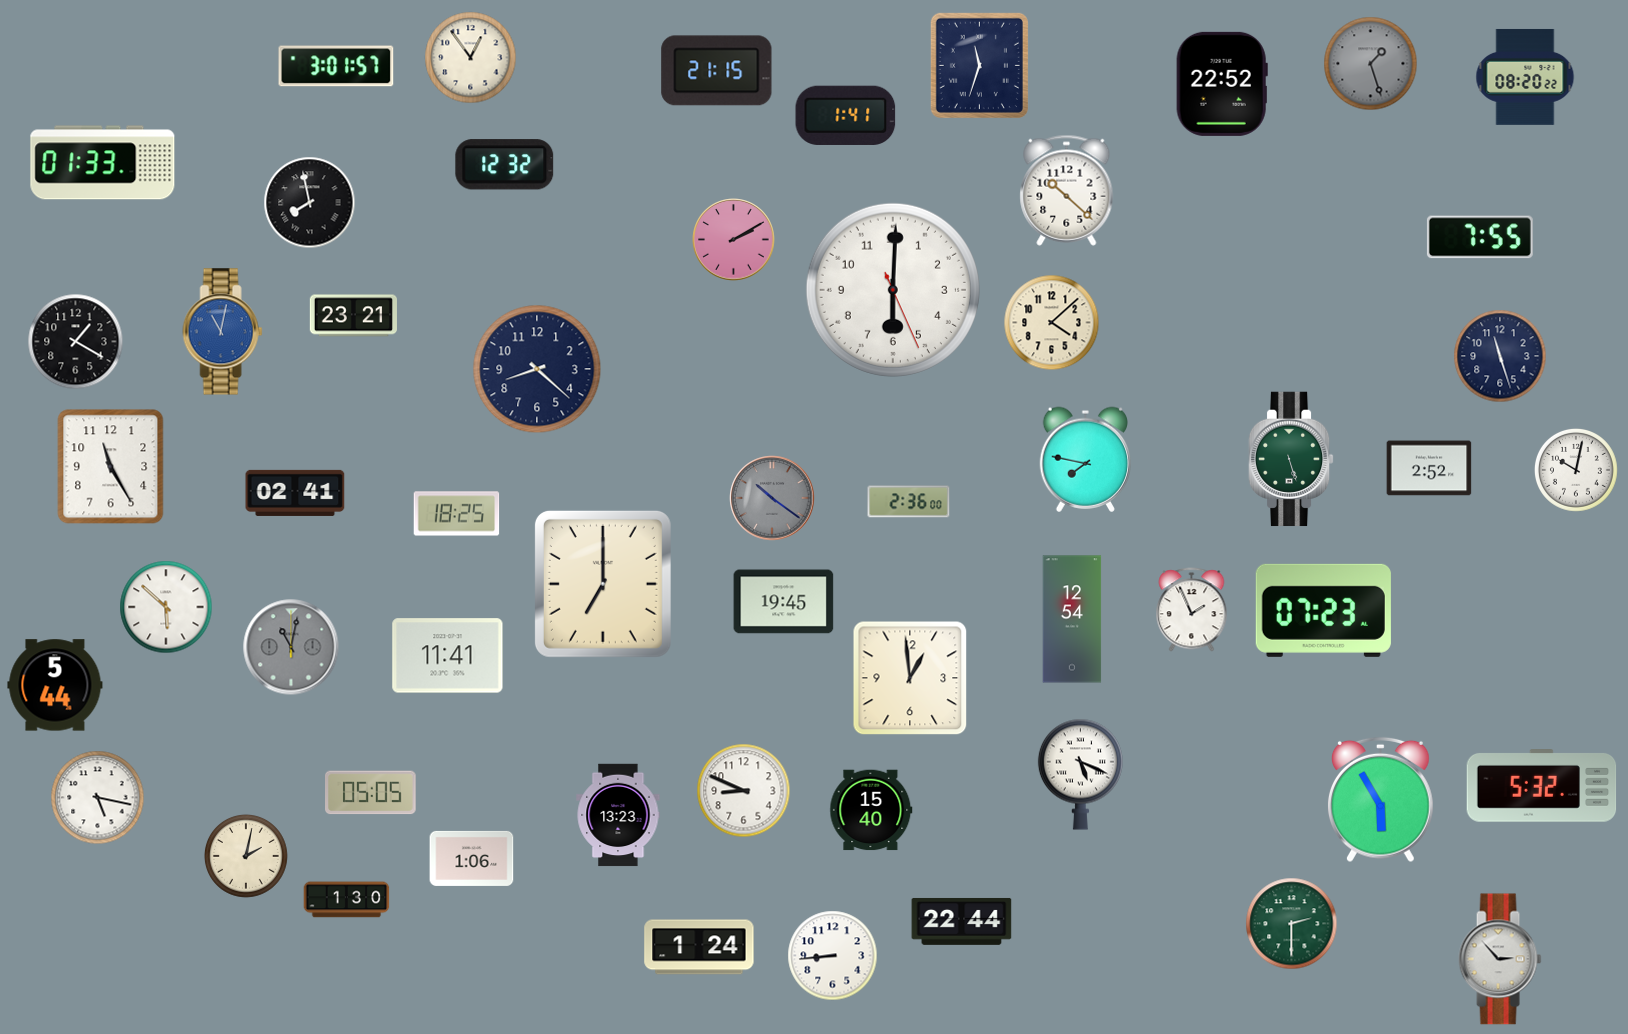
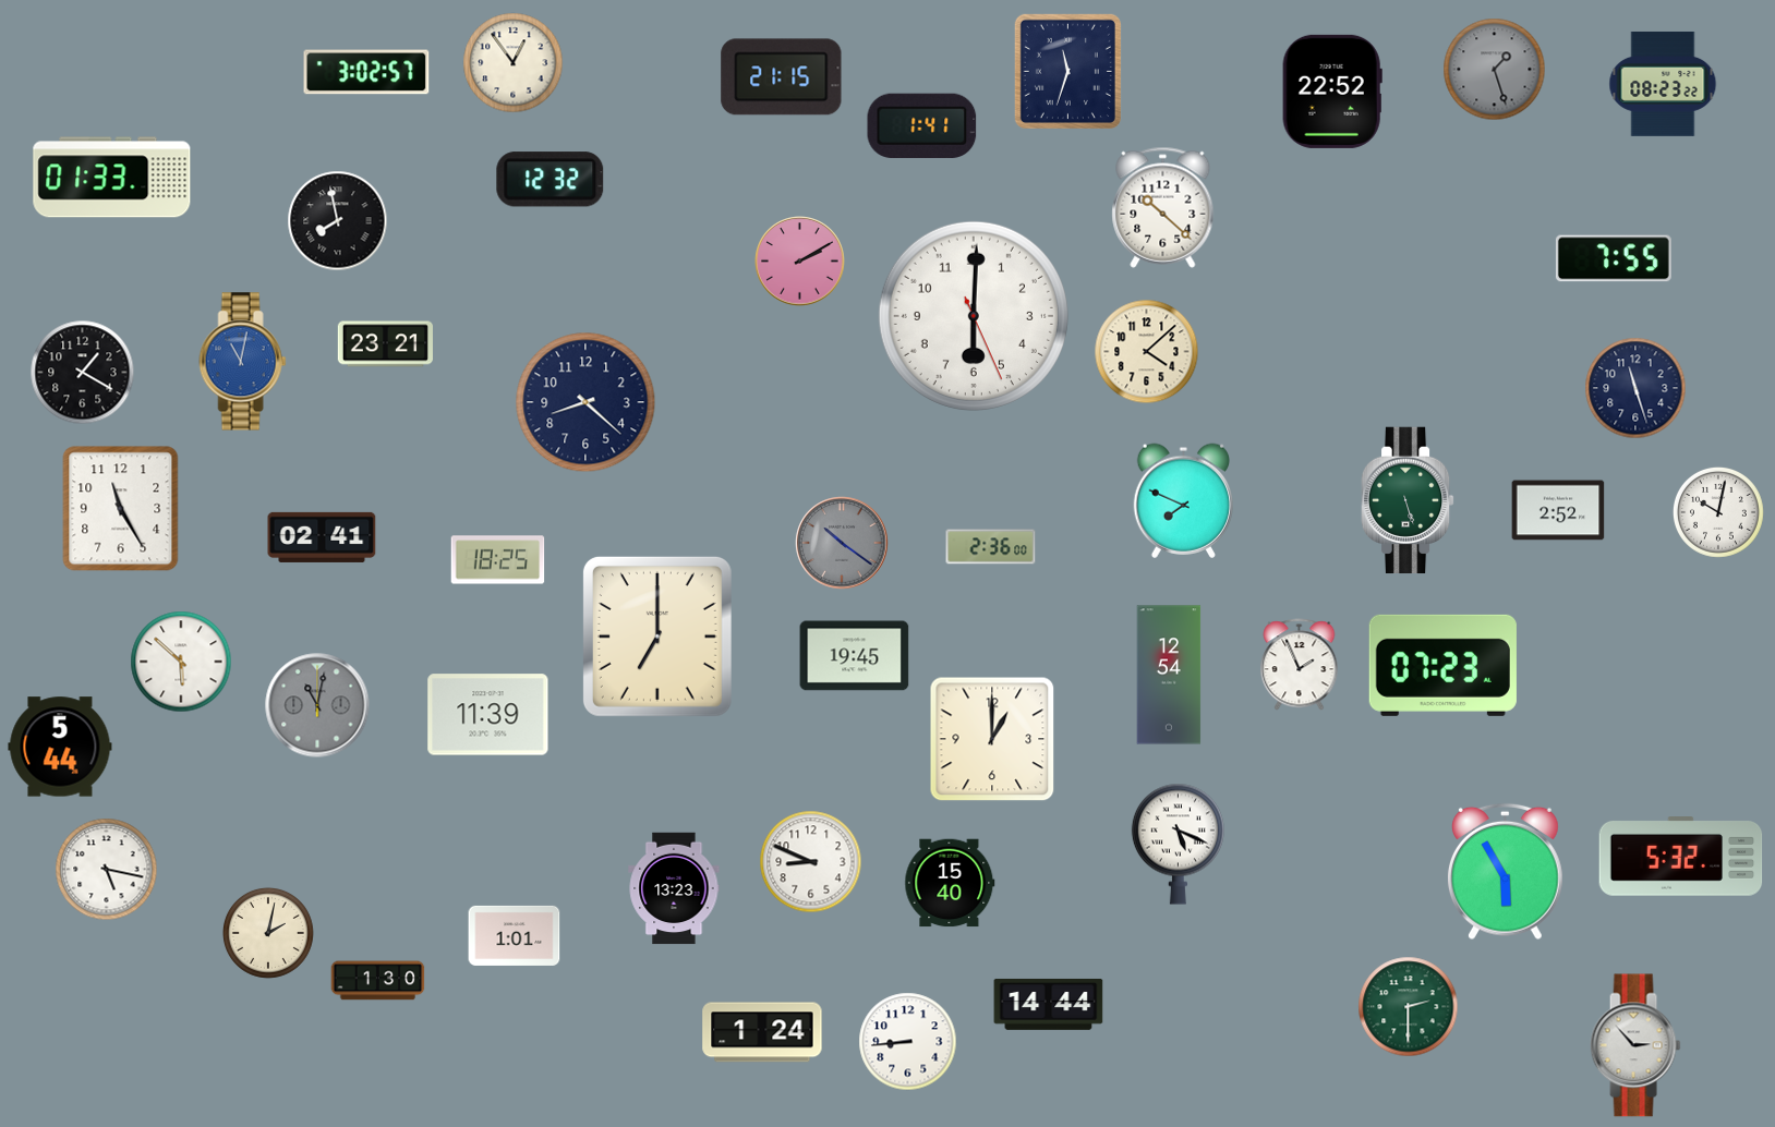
clock at (336, 66): 3:01 -> 3:02
clock at (1525, 77): 08:20 -> 08:23
clock at (1085, 459): 7:47 -> 7:49
clock at (448, 656): 11:41 -> 11:39
clock at (910, 678): 12:59 -> 1:00
clock at (371, 793): 05:05 -> none
clock at (472, 858): 1:06 -> 1:01
clock at (962, 921): 22:44 -> 14:44
